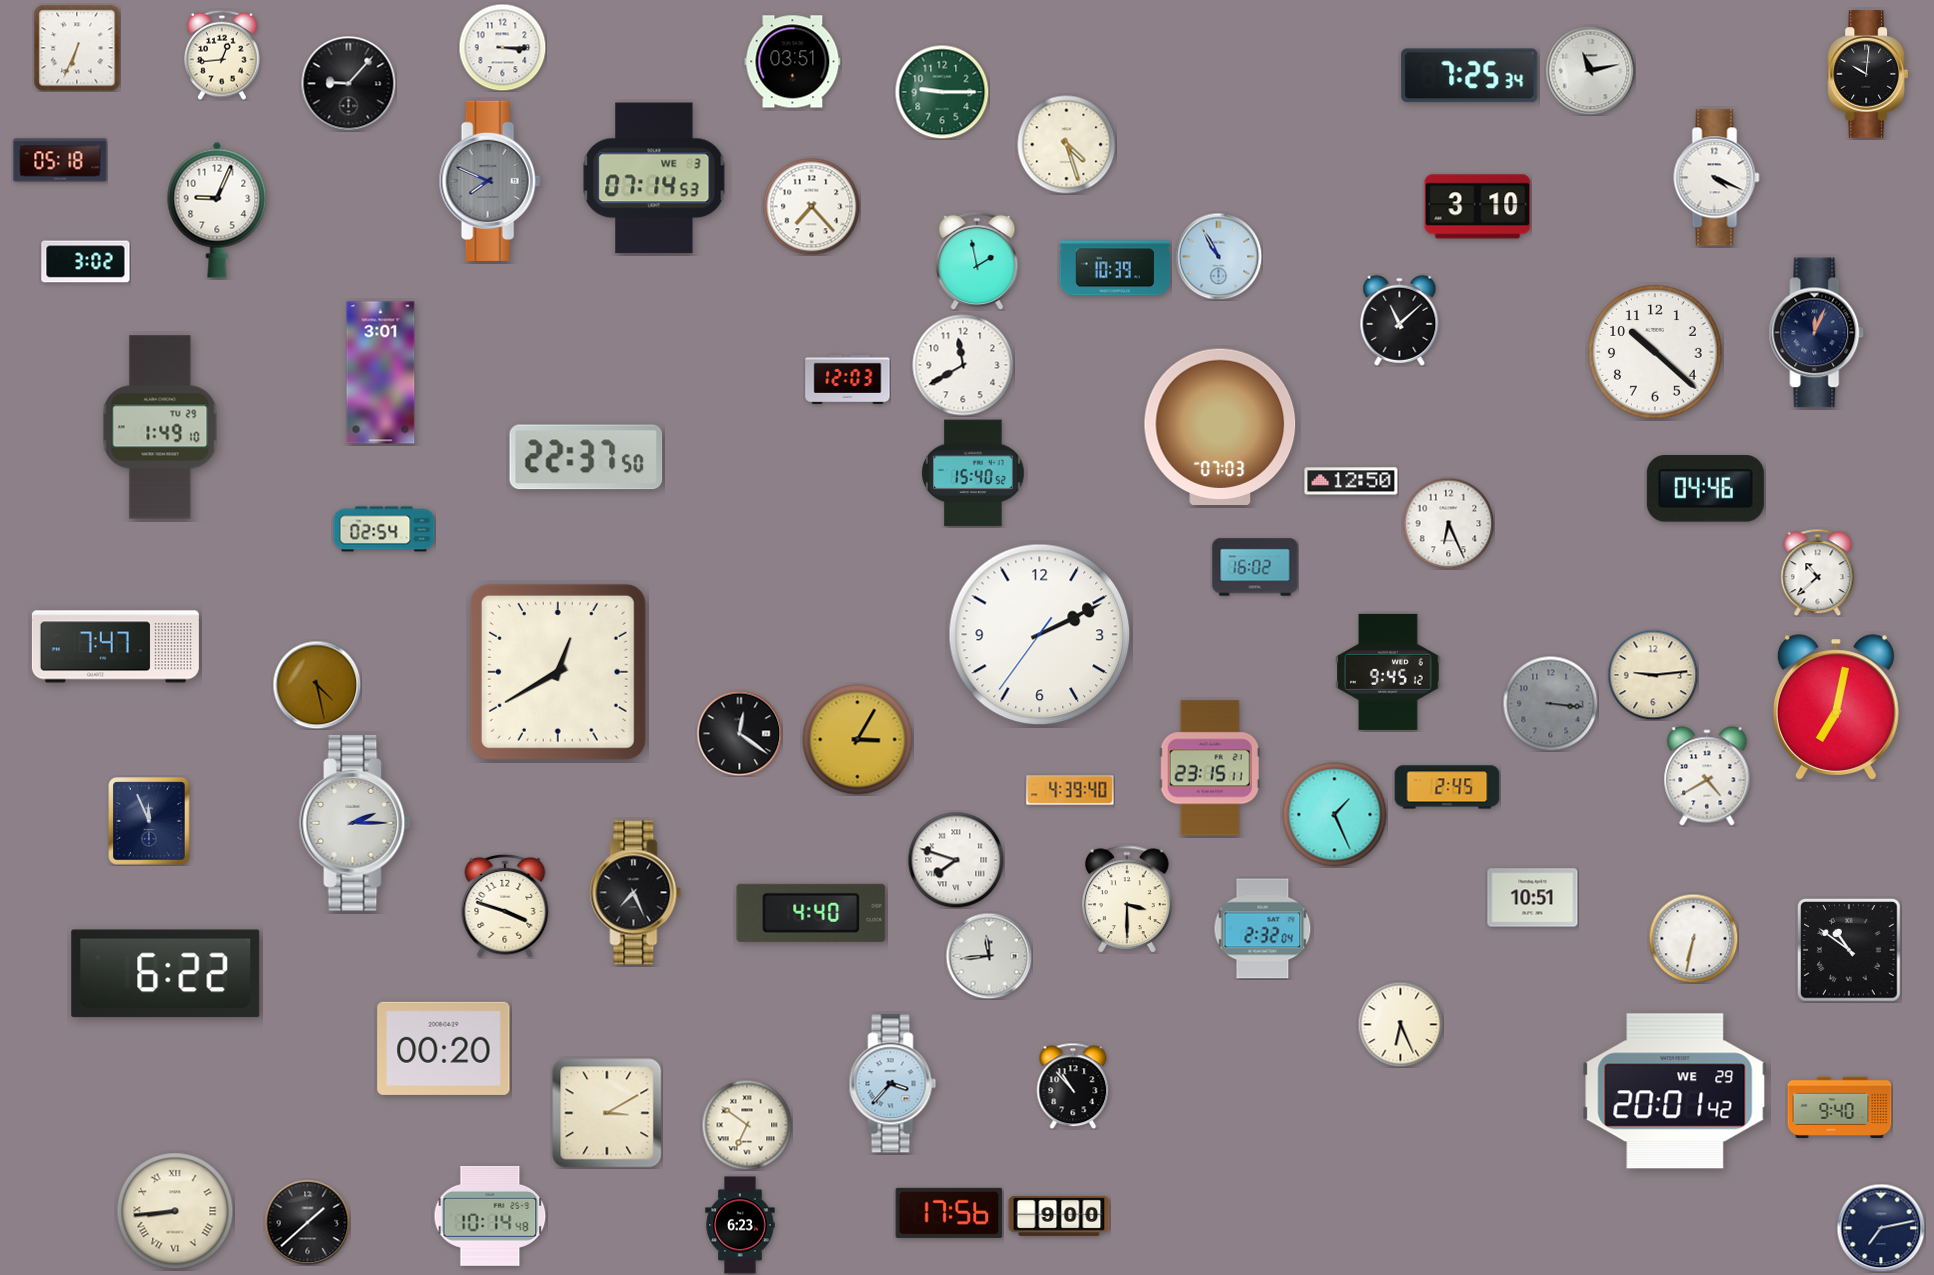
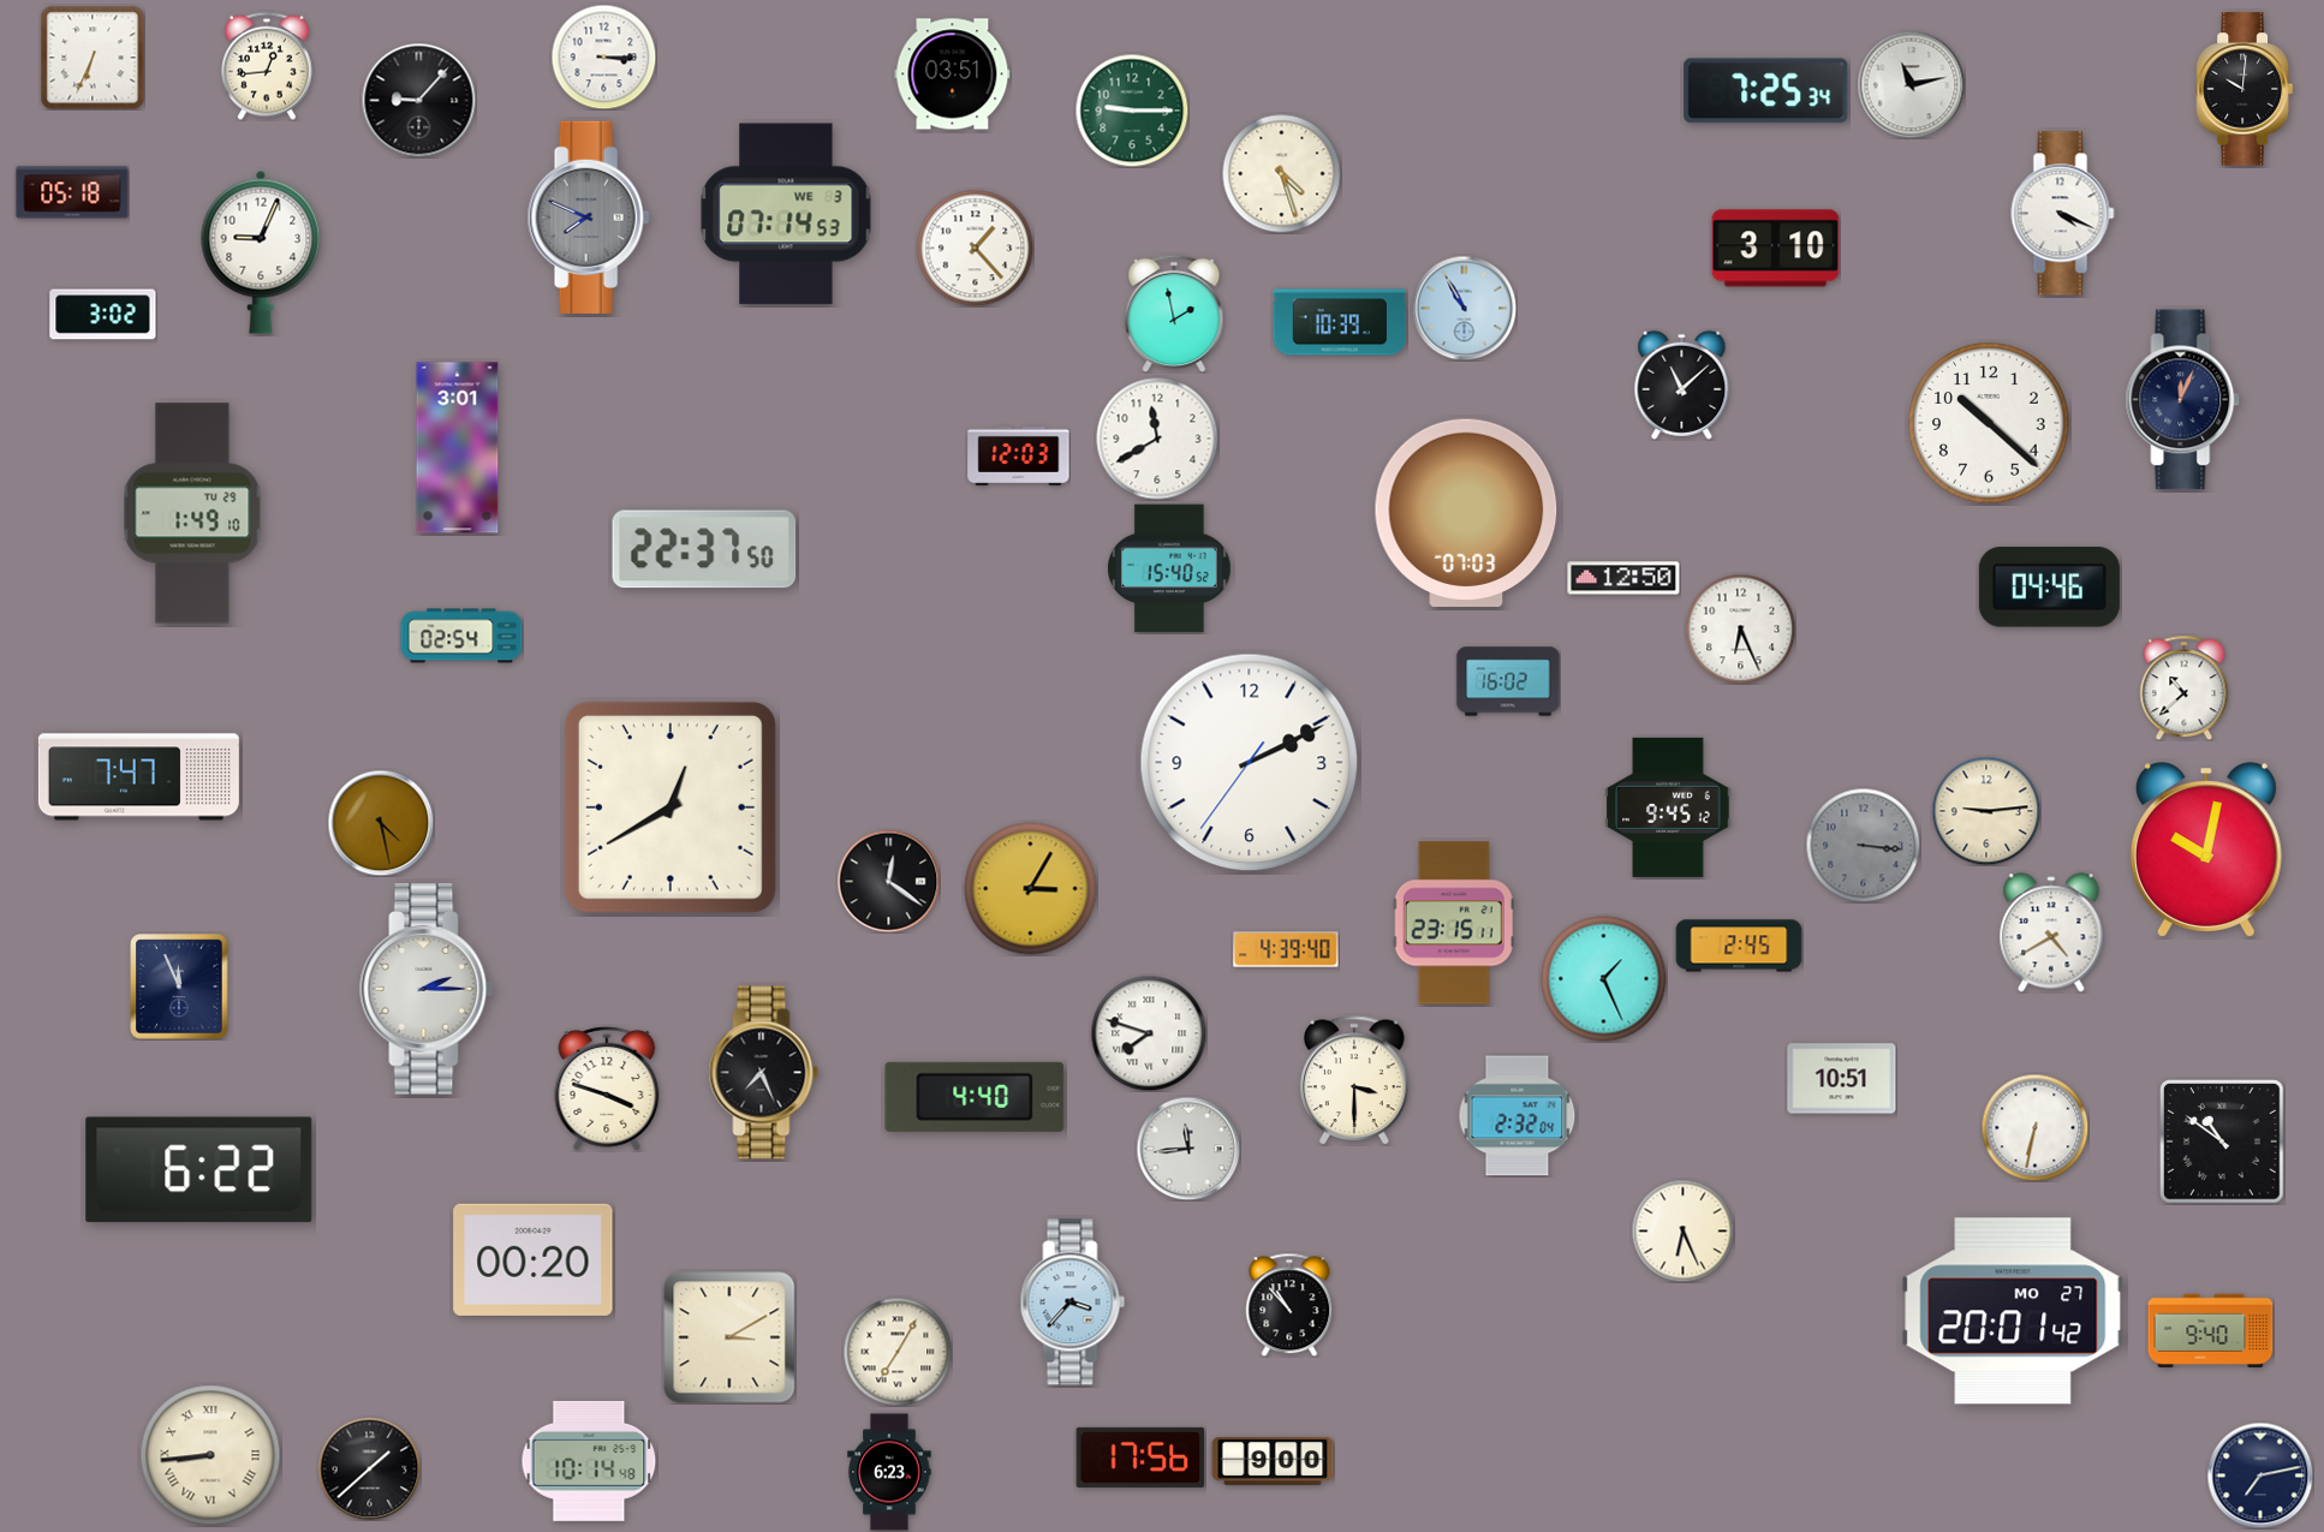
clock at (811, 206): 7:23 -> 1:23
clock at (1836, 707): 7:02 -> 10:02
clock at (1675, 1091) date: WE 29 -> MO 27
clock at (747, 1125): 6:51 -> 7:05
